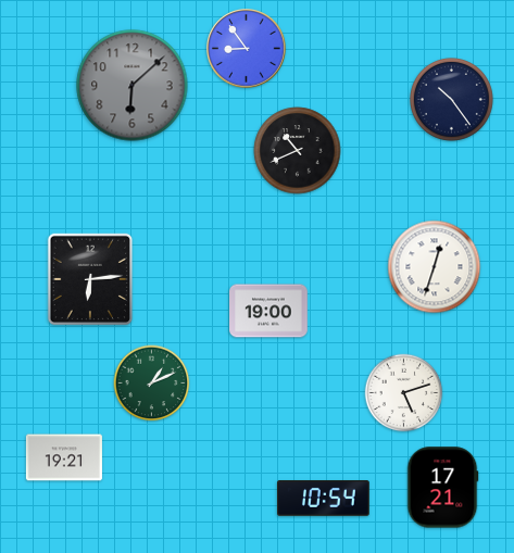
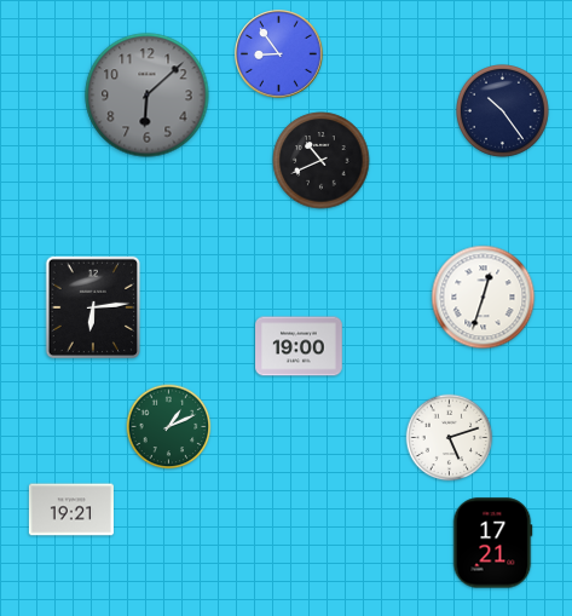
clock at (247, 49) position: (247, 49) -> (279, 54)
clock at (298, 151) position: (298, 151) -> (322, 161)
clock at (90, 279) position: (90, 279) -> (93, 307)
clock at (324, 499): 10:54 -> none
